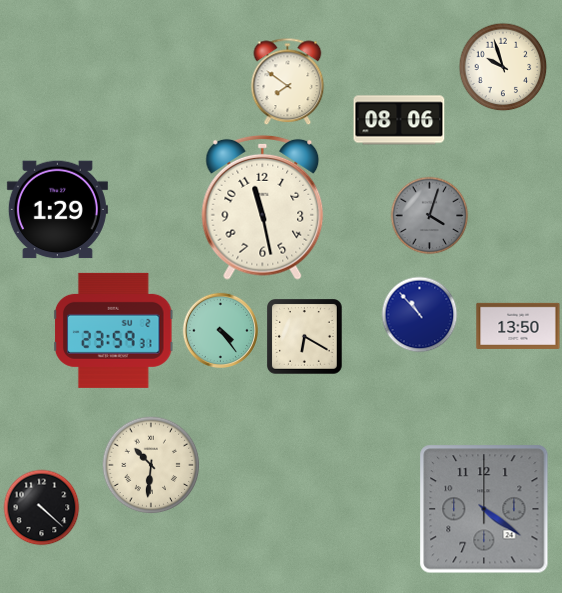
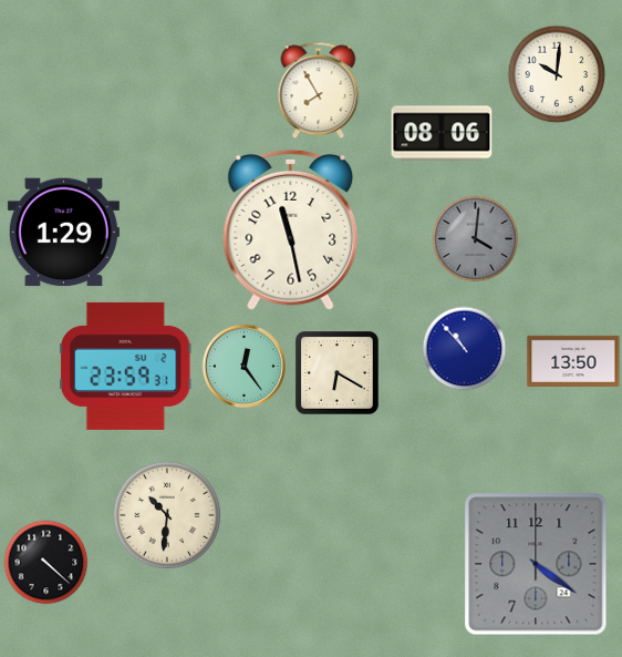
clock at (503, 67): 9:57 -> 10:01
clock at (288, 82): 7:51 -> 7:55
clock at (430, 216): 4:03 -> 4:01
clock at (220, 330): 4:24 -> 12:24
